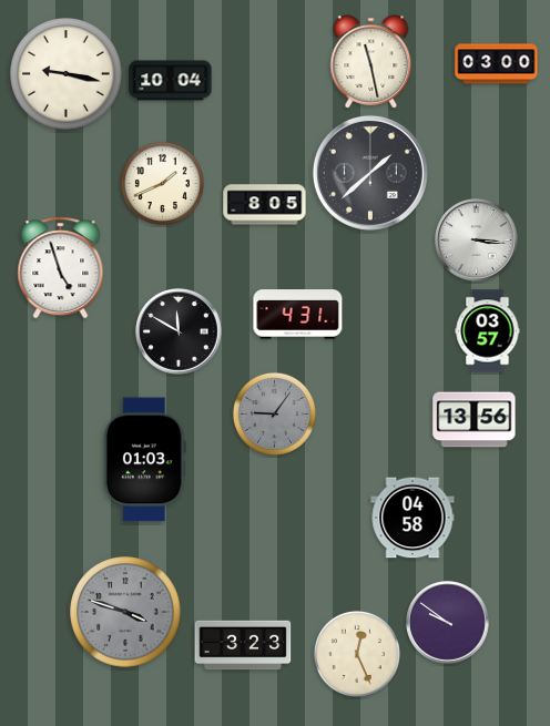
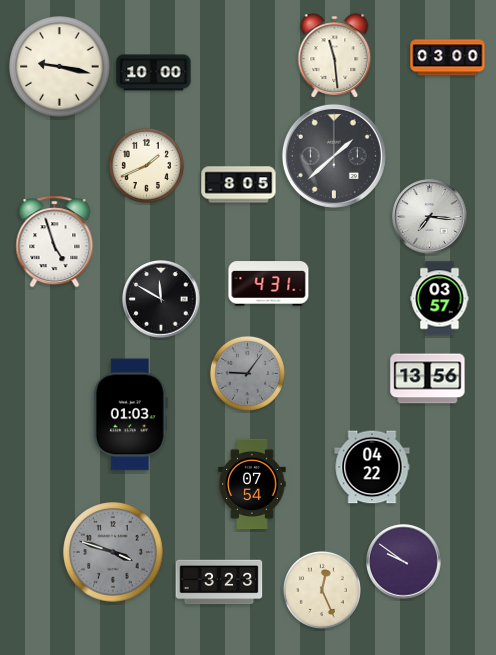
clock at (371, 62): 11:28 -> 11:29
clock at (171, 81): 10:04 -> 10:00
clock at (477, 241): 3:16 -> 7:16
clock at (412, 518): 04:58 -> 04:22
clock at (252, 484): none -> 07:54
